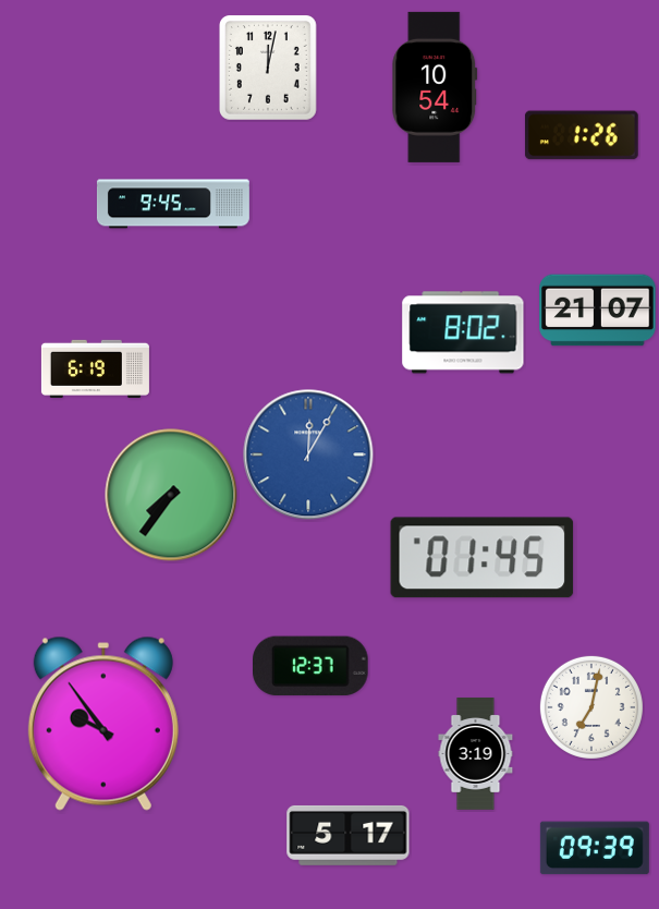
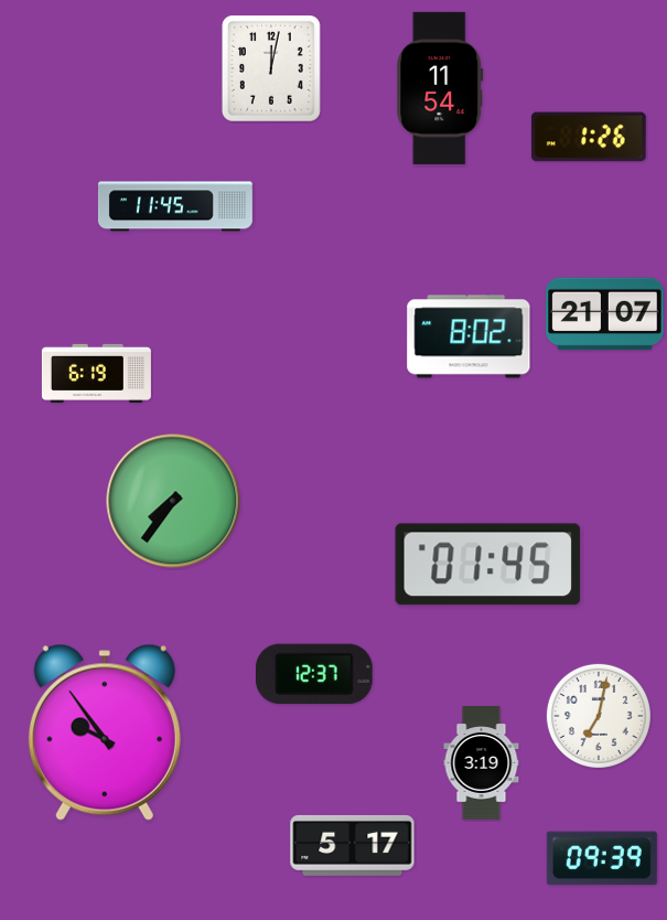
clock at (435, 87): 10:54 -> 11:54
clock at (173, 204): 9:45 -> 11:45
clock at (308, 455): 12:05 -> none
